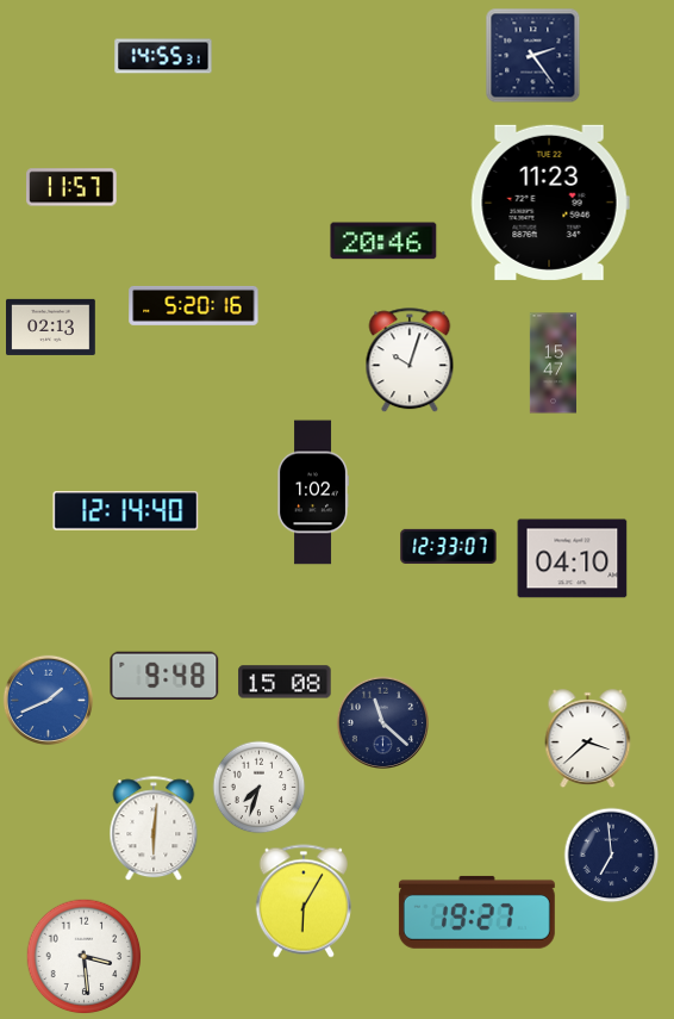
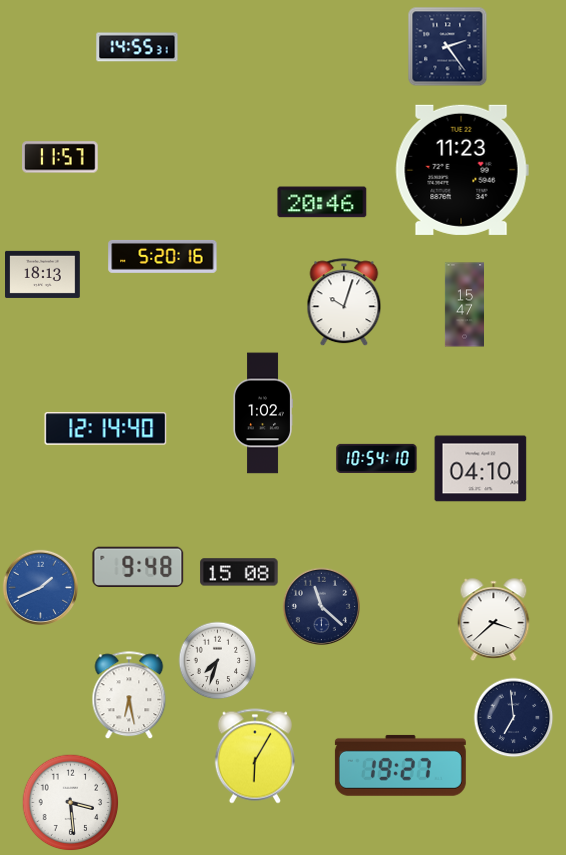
clock at (51, 327): 02:13 -> 18:13
clock at (449, 546): 12:33 -> 10:54
clock at (154, 830): 6:01 -> 6:28
